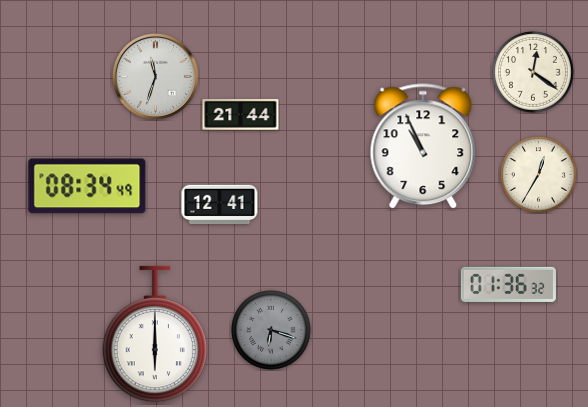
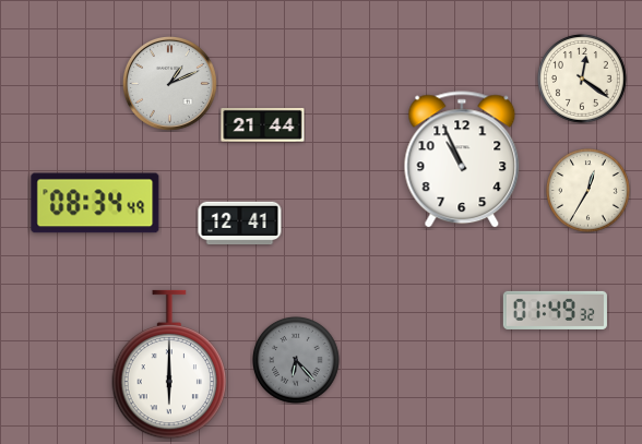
clock at (156, 77): 11:33 -> 1:11
clock at (508, 284): 01:36 -> 01:49
clock at (272, 331): 6:18 -> 6:23
